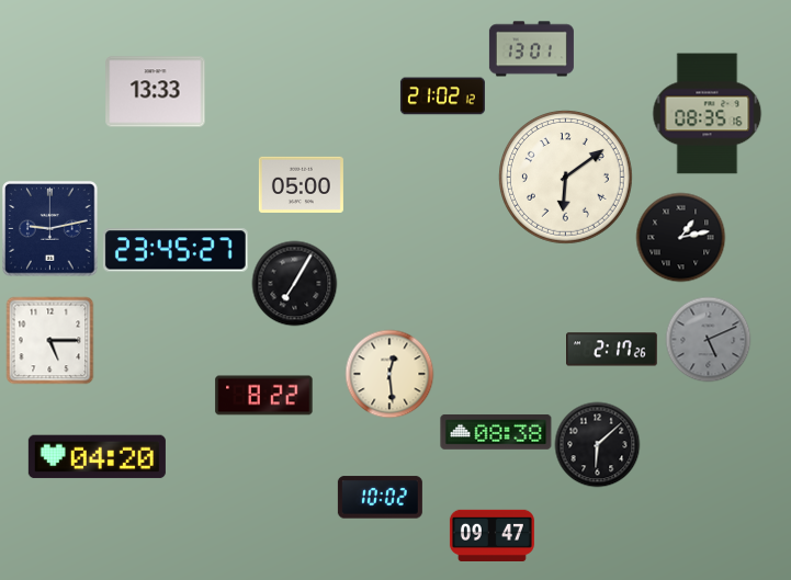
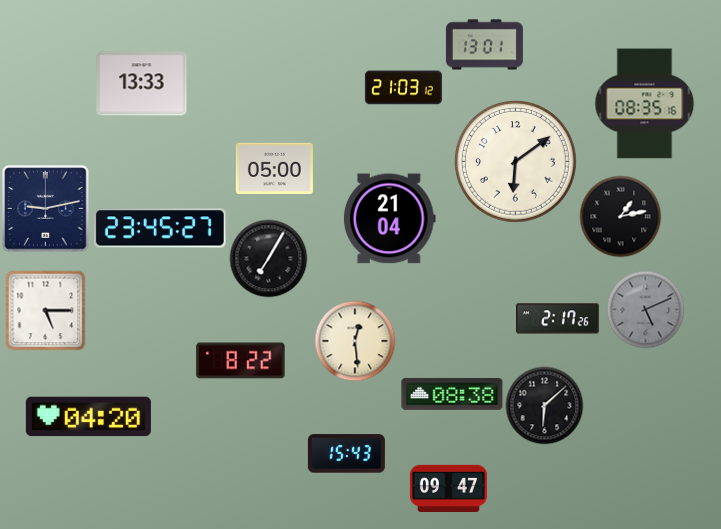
clock at (442, 96): 21:02 -> 21:03
clock at (389, 219): none -> 21:04
clock at (380, 498): 10:02 -> 15:43
